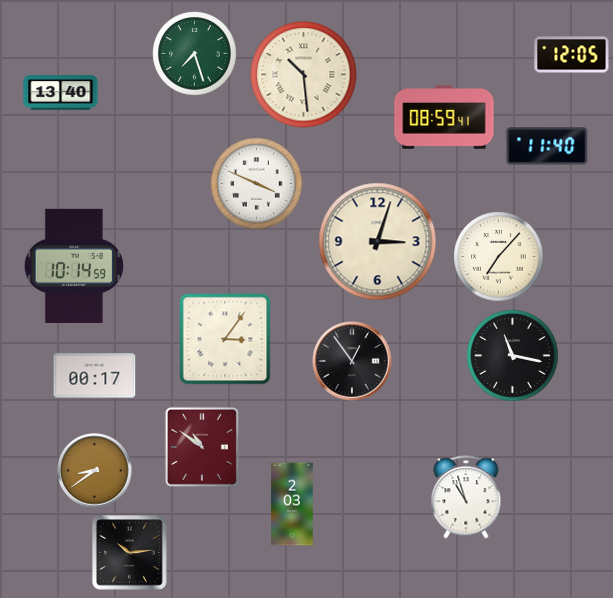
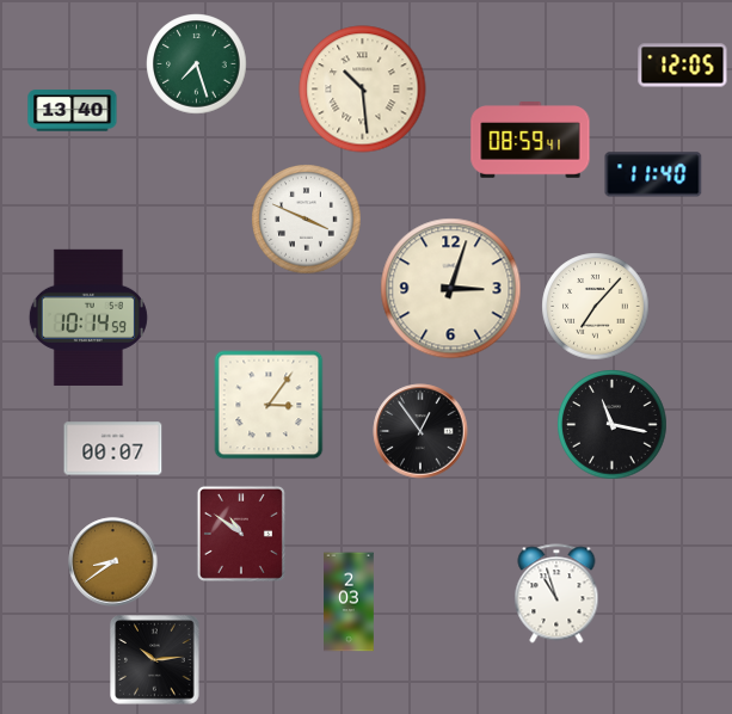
clock at (195, 54) position: (195, 54) -> (197, 64)
clock at (95, 376): 00:17 -> 00:07
